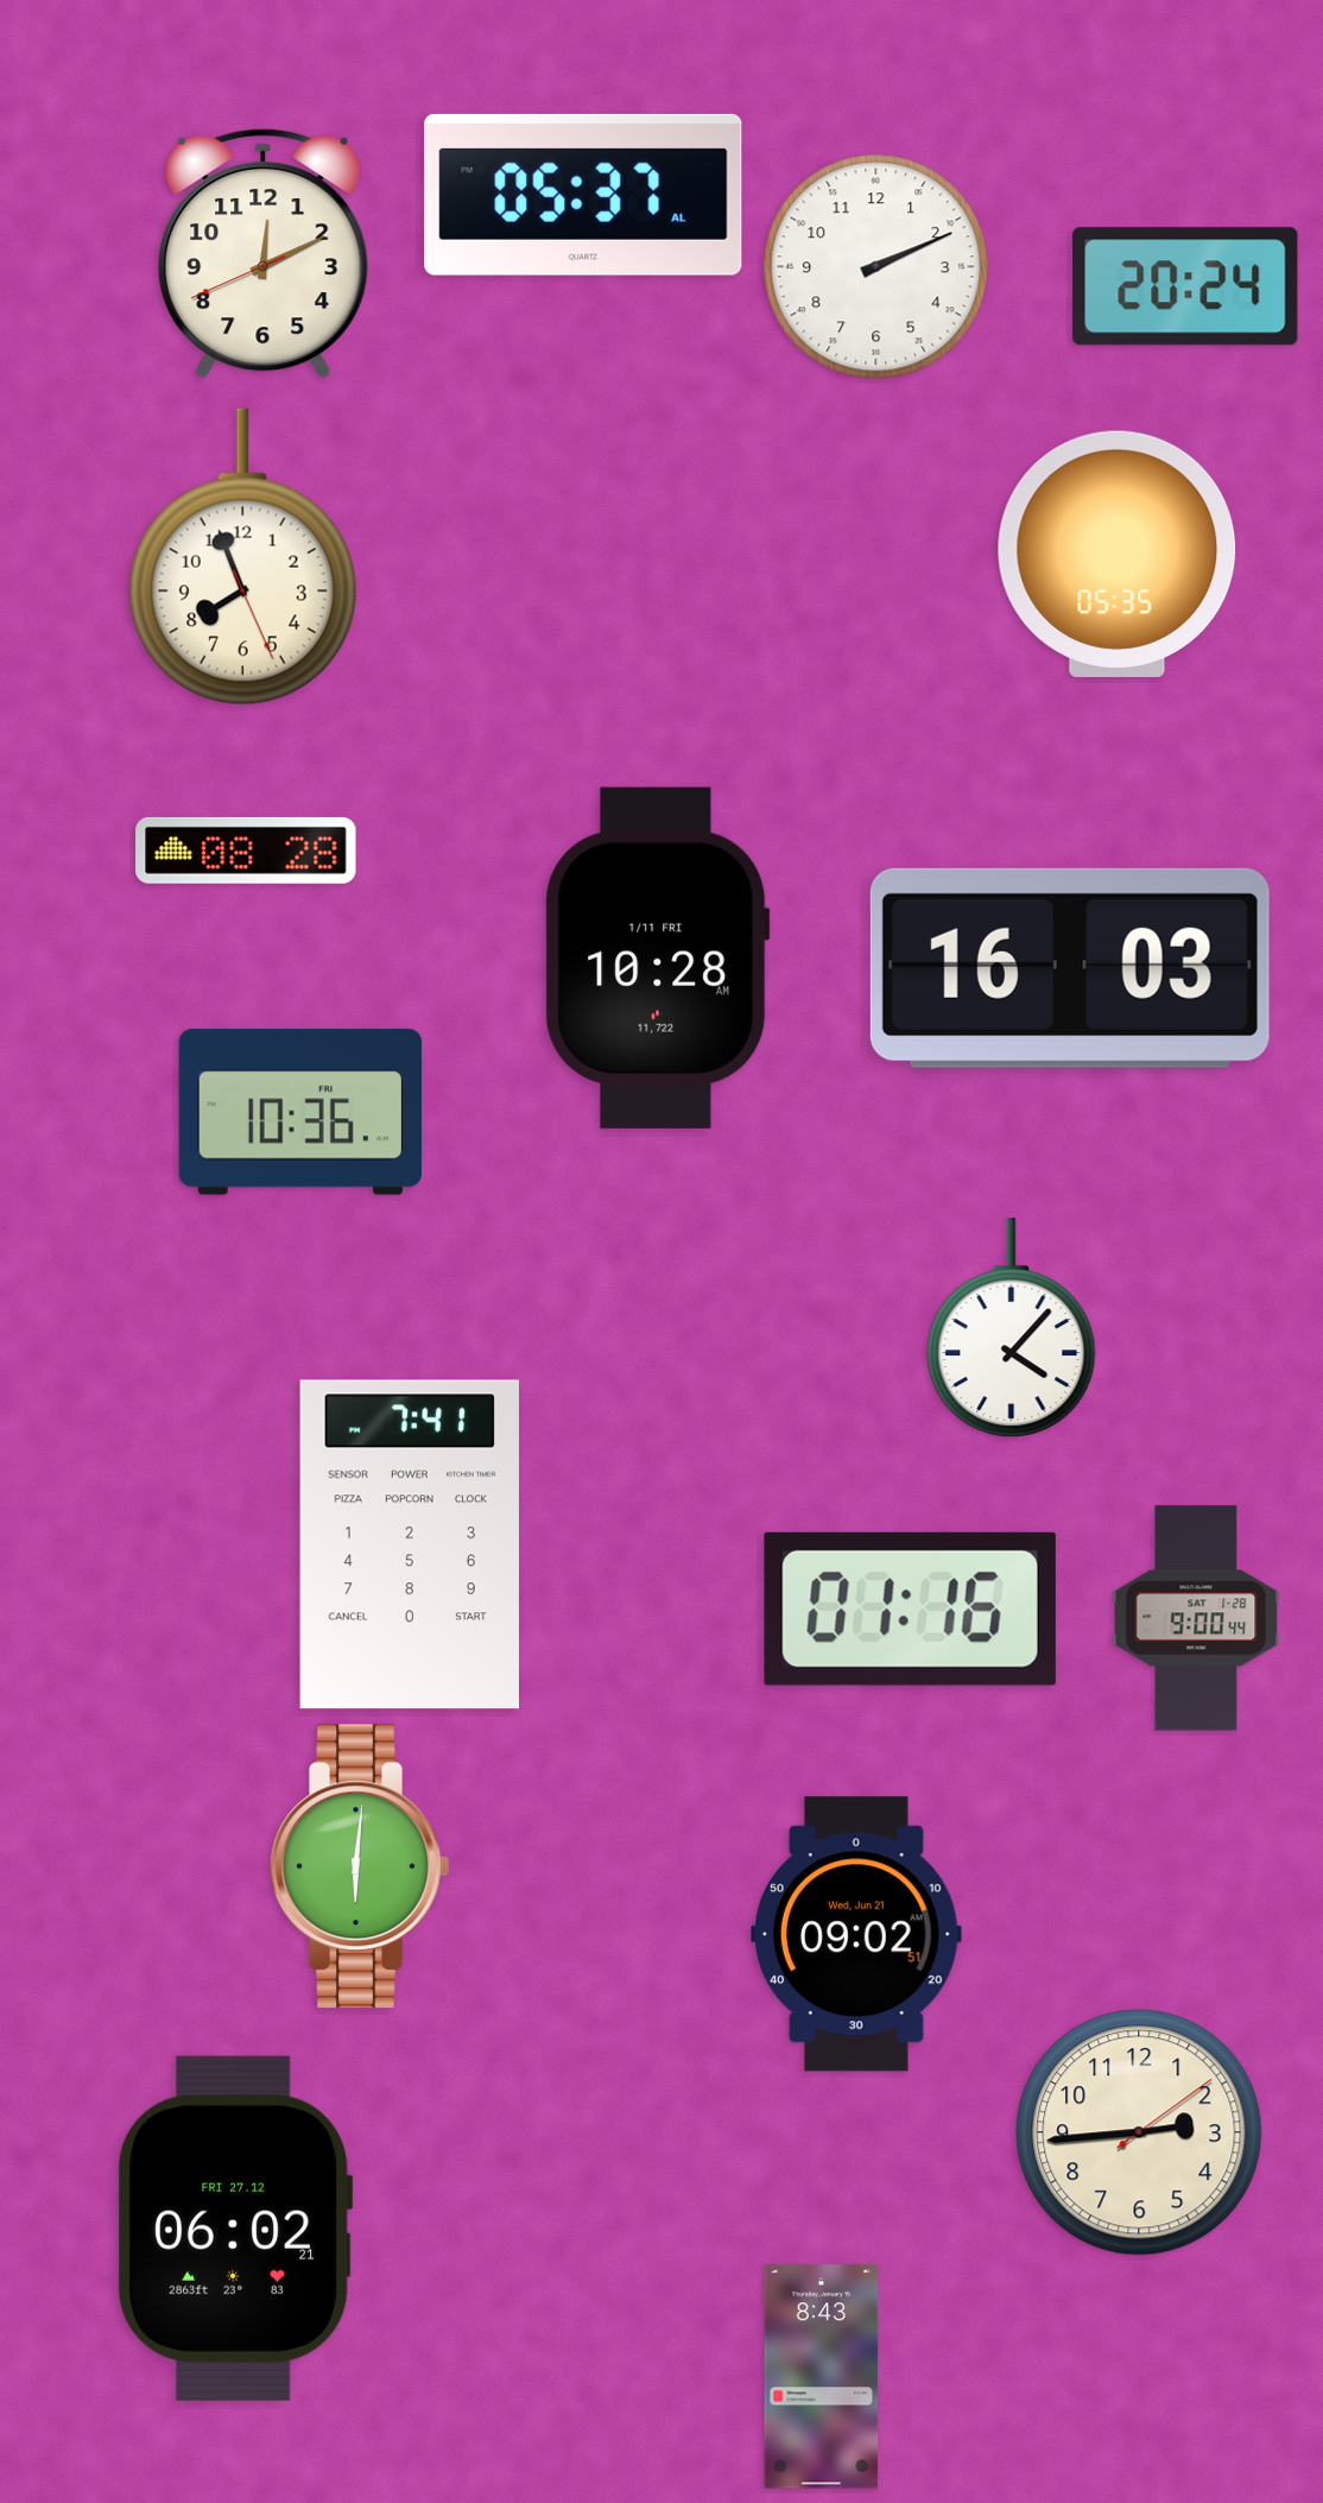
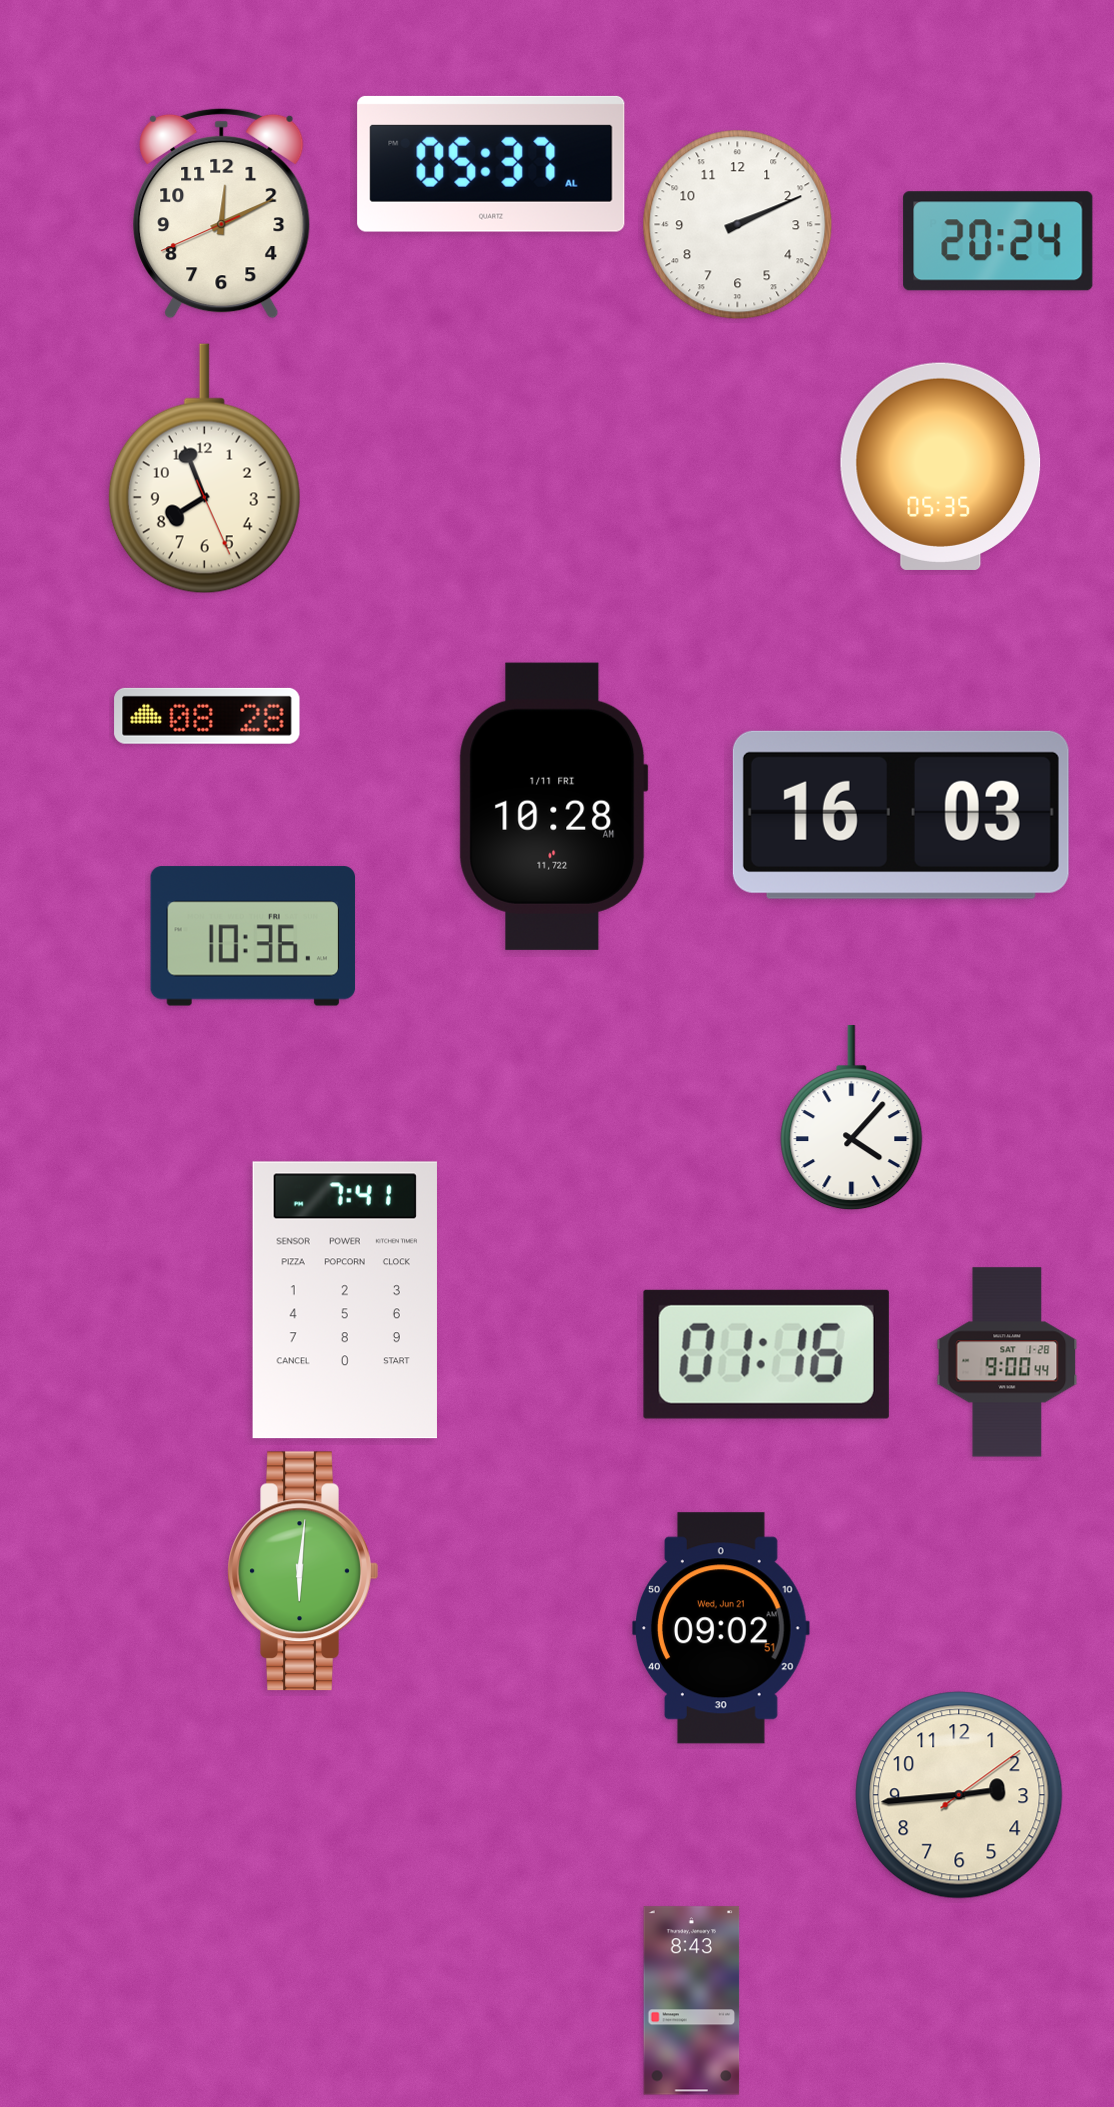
clock at (235, 2229): 06:02 -> none
